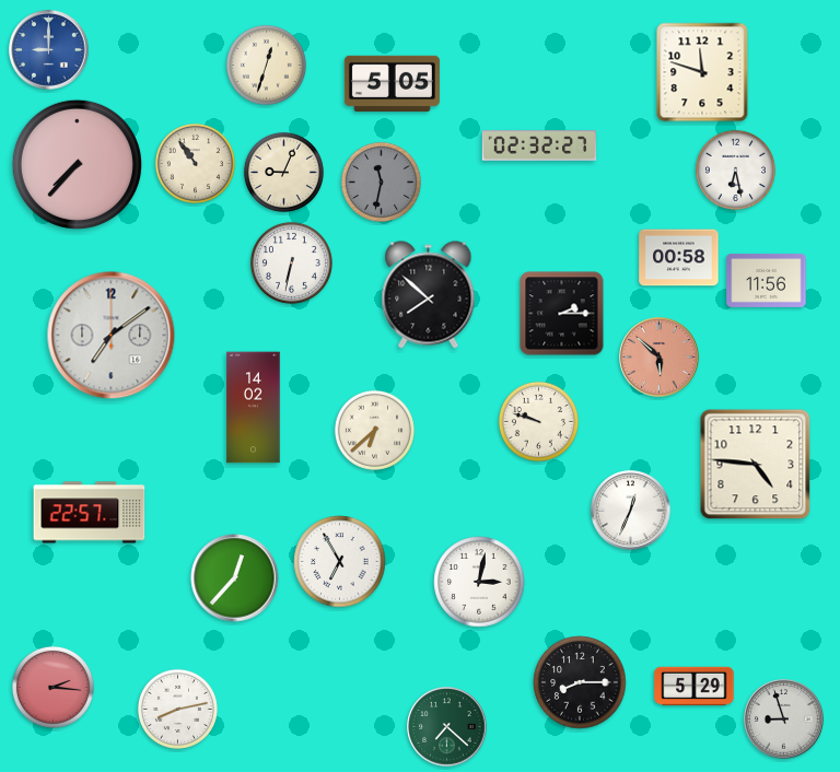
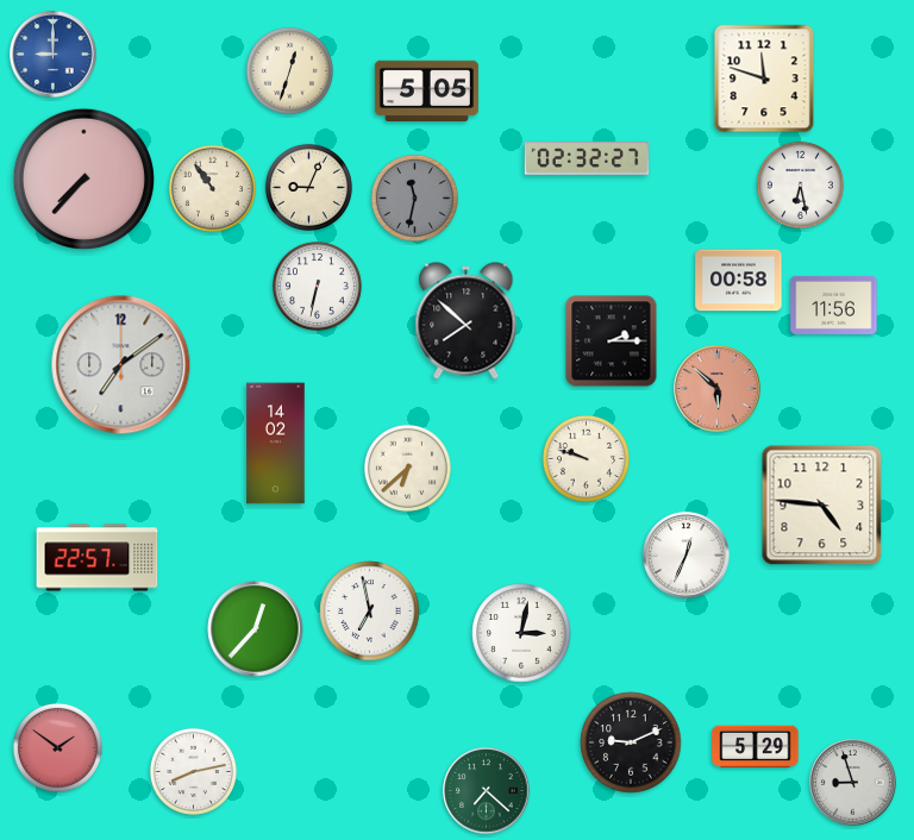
clock at (195, 163) position: (195, 163) -> (212, 188)
clock at (340, 562): 6:55 -> 6:58
clock at (580, 682): 8:15 -> 9:11
clock at (52, 687): 2:16 -> 1:51
